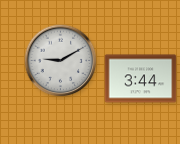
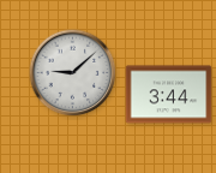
clock at (61, 61): 9:10 -> 9:08
